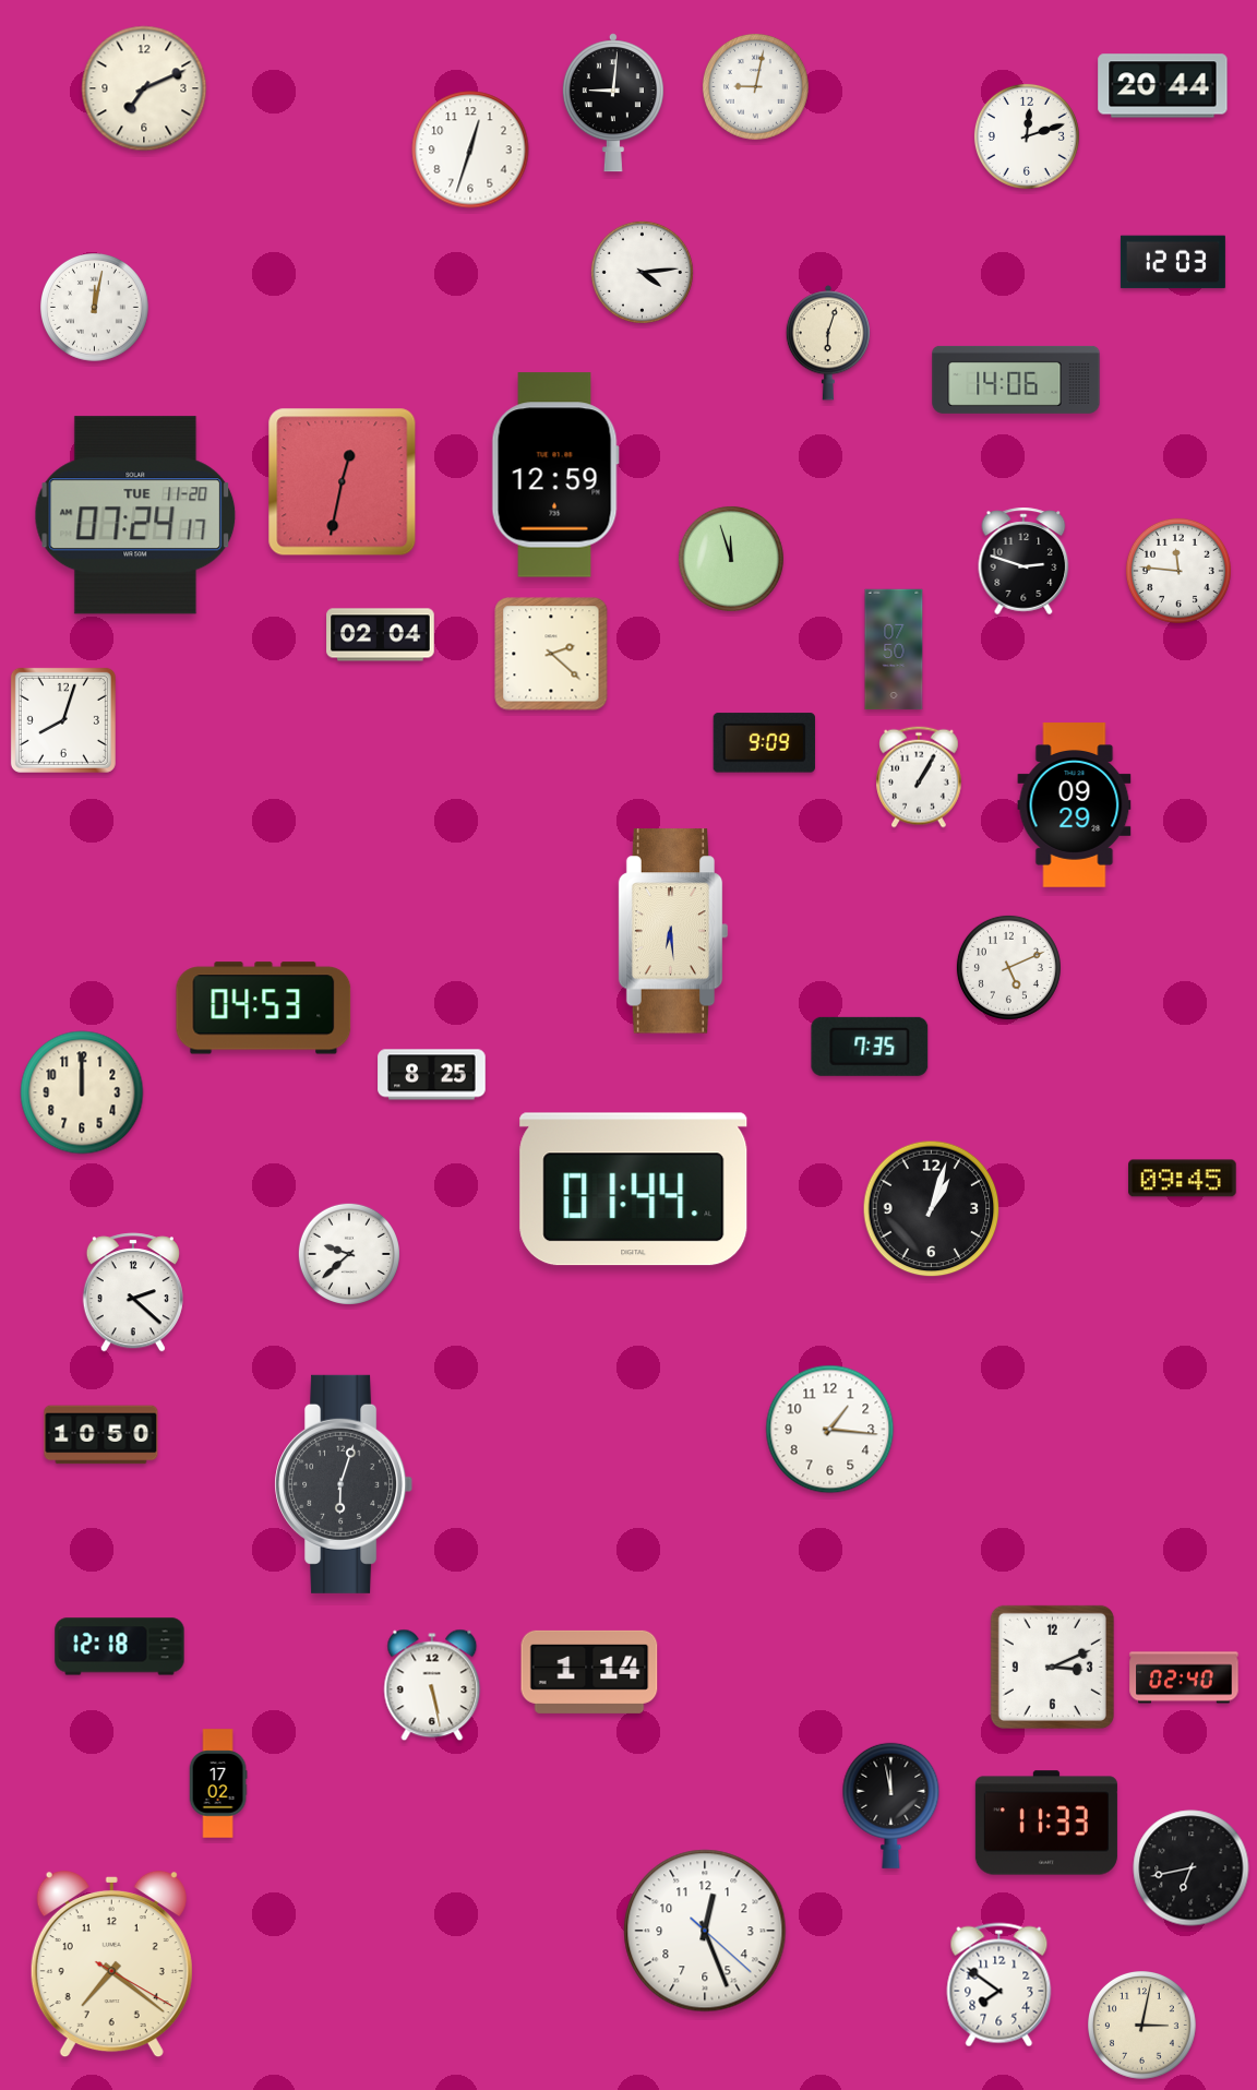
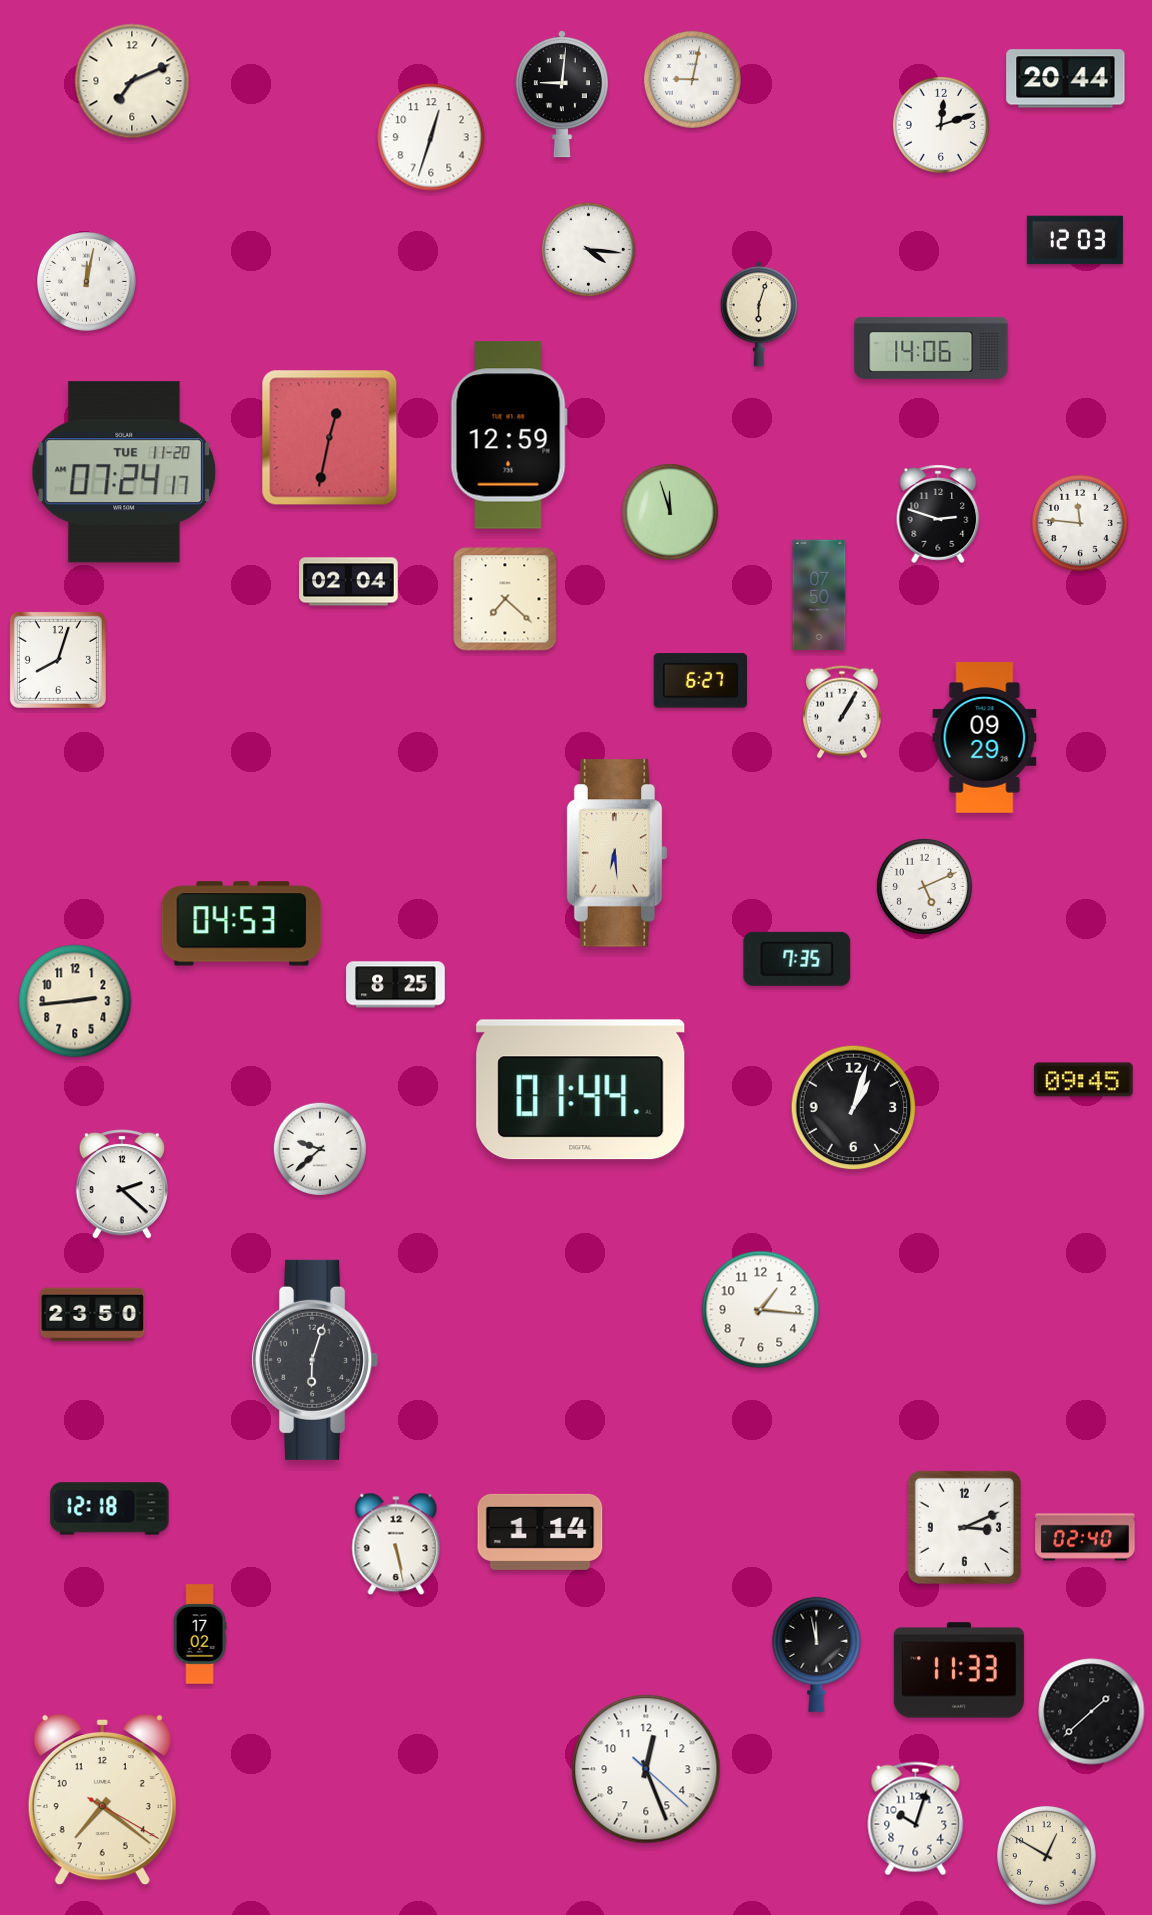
clock at (642, 272): 4:14 -> 4:16
clock at (343, 482) position: (343, 482) -> (330, 438)
clock at (551, 654): 2:22 -> 7:22
clock at (764, 743): 9:09 -> 6:27
clock at (82, 1092): 12:00 -> 2:44
clock at (101, 1435): 10:50 -> 23:50
clock at (1192, 1868): 6:43 -> 1:38
clock at (999, 1985): 7:51 -> 10:03
clock at (1142, 2026): 3:02 -> 12:50
